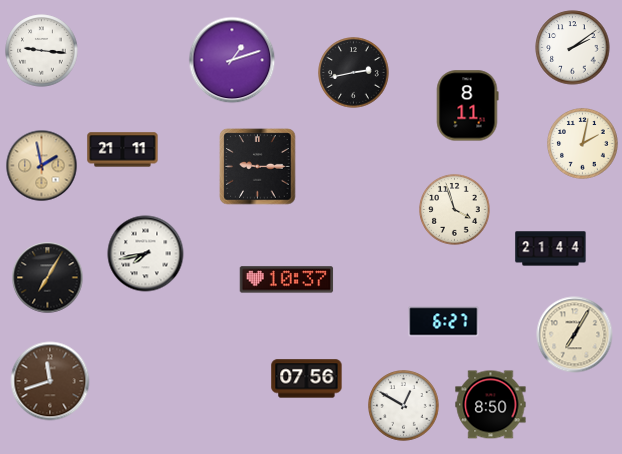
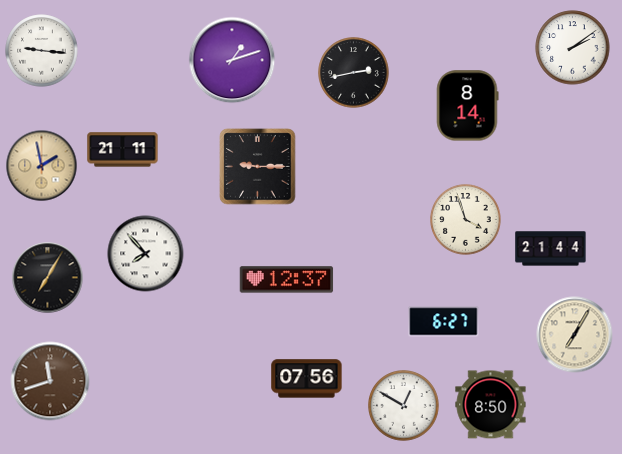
clock at (468, 106): 8:11 -> 8:14
clock at (583, 144): 2:02 -> none
clock at (455, 210) position: (455, 210) -> (466, 220)
clock at (146, 254): 7:43 -> 7:53
clock at (287, 280): 10:37 -> 12:37
